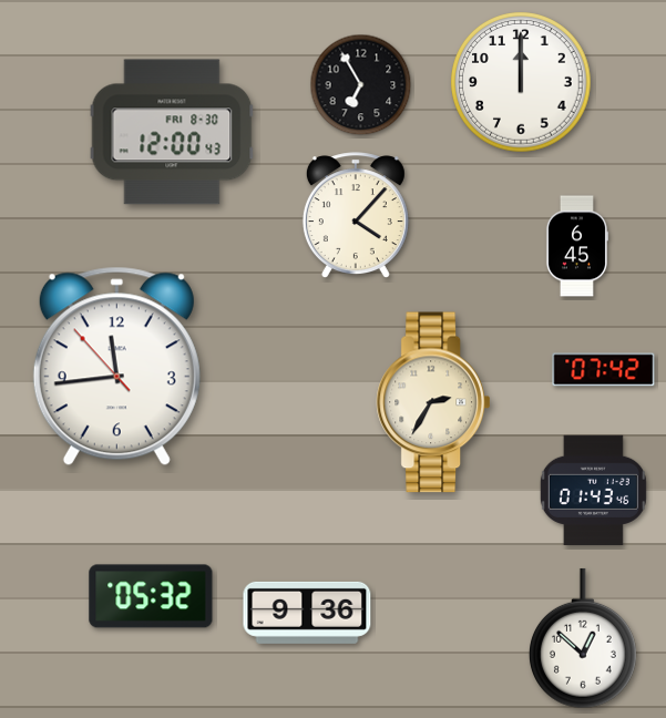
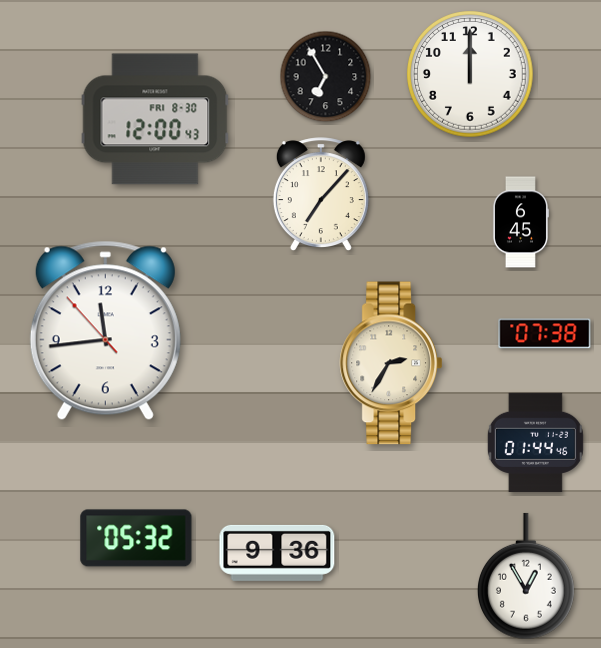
clock at (356, 216): 4:07 -> 7:07
clock at (604, 370): 07:42 -> 07:38
clock at (593, 490): 01:43 -> 01:44
clock at (583, 638): 12:52 -> 12:55
